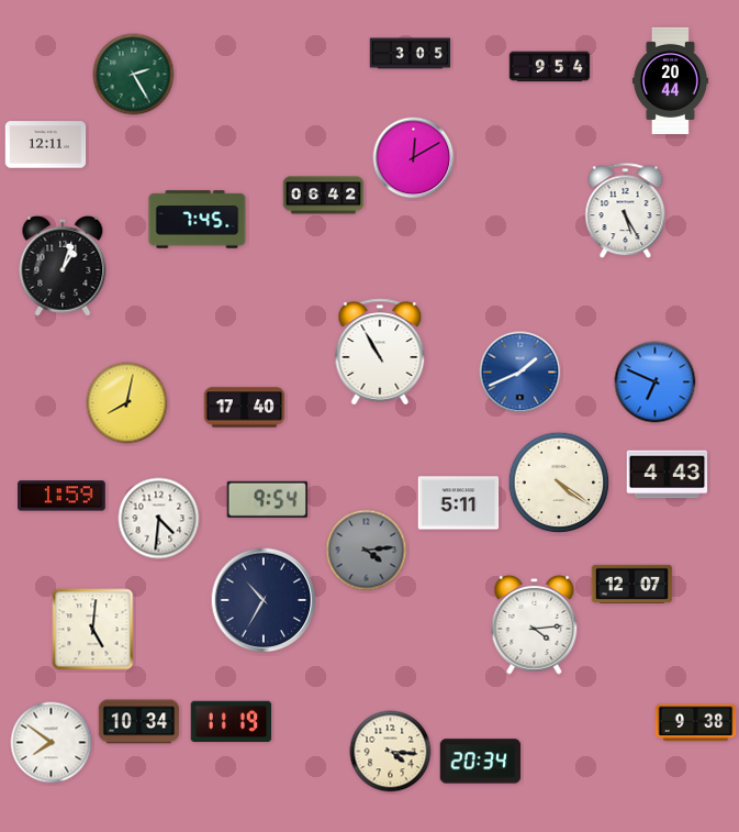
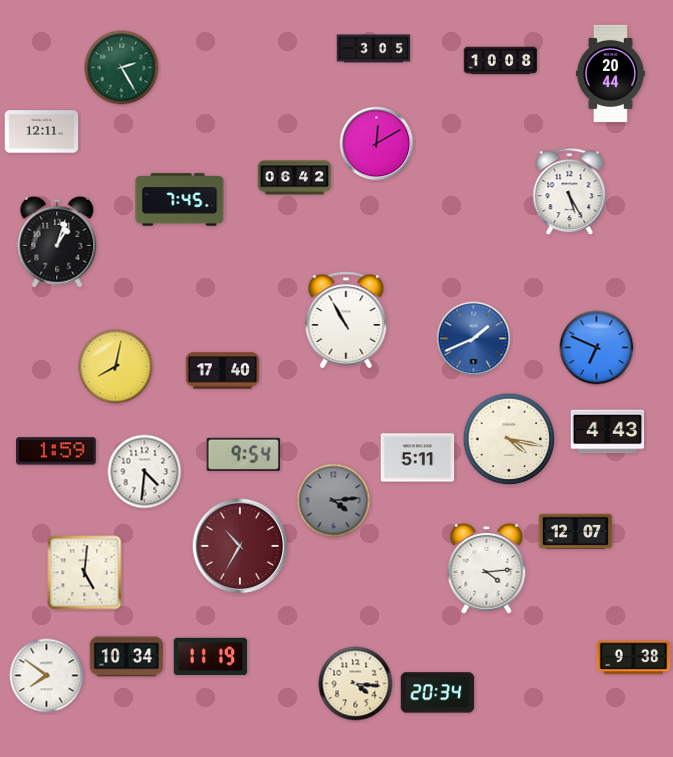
clock at (550, 67): 9:54 -> 10:08
clock at (559, 482): 4:21 -> 4:17
clock at (264, 600) dial: navy -> burgundy
